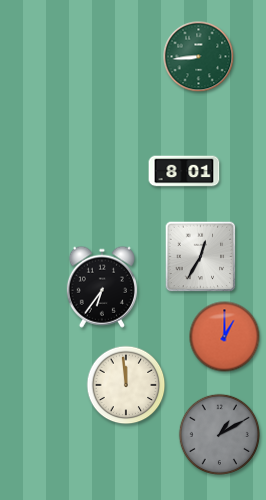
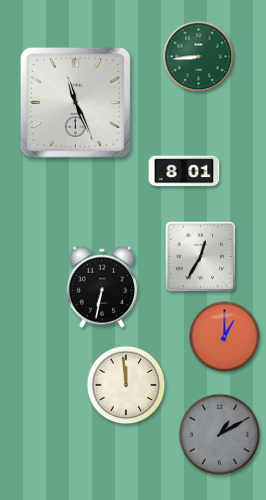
clock at (75, 102): none -> 11:26
clock at (102, 287): 6:36 -> 6:32
